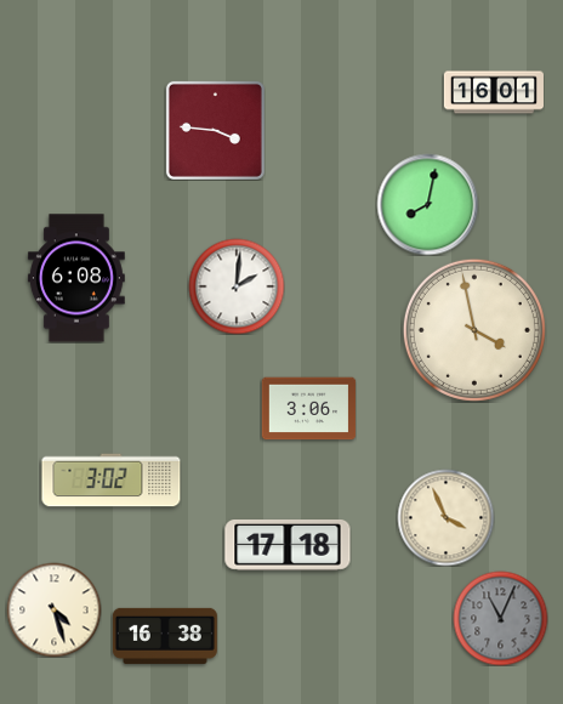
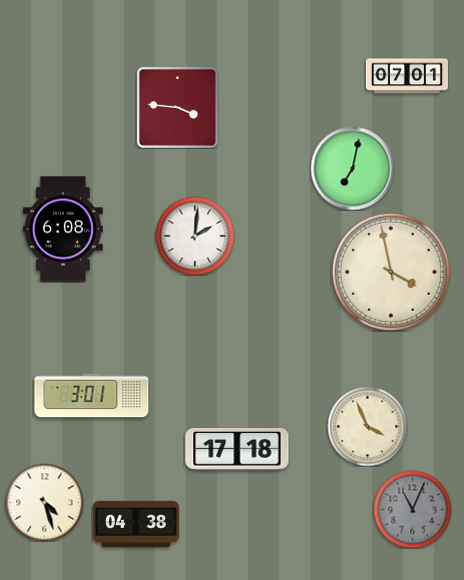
clock at (494, 92): 16:01 -> 07:01
clock at (427, 204): 8:02 -> 7:02
clock at (308, 409): 3:06 -> none
clock at (112, 481): 3:02 -> 3:01
clock at (165, 636): 16:38 -> 04:38
